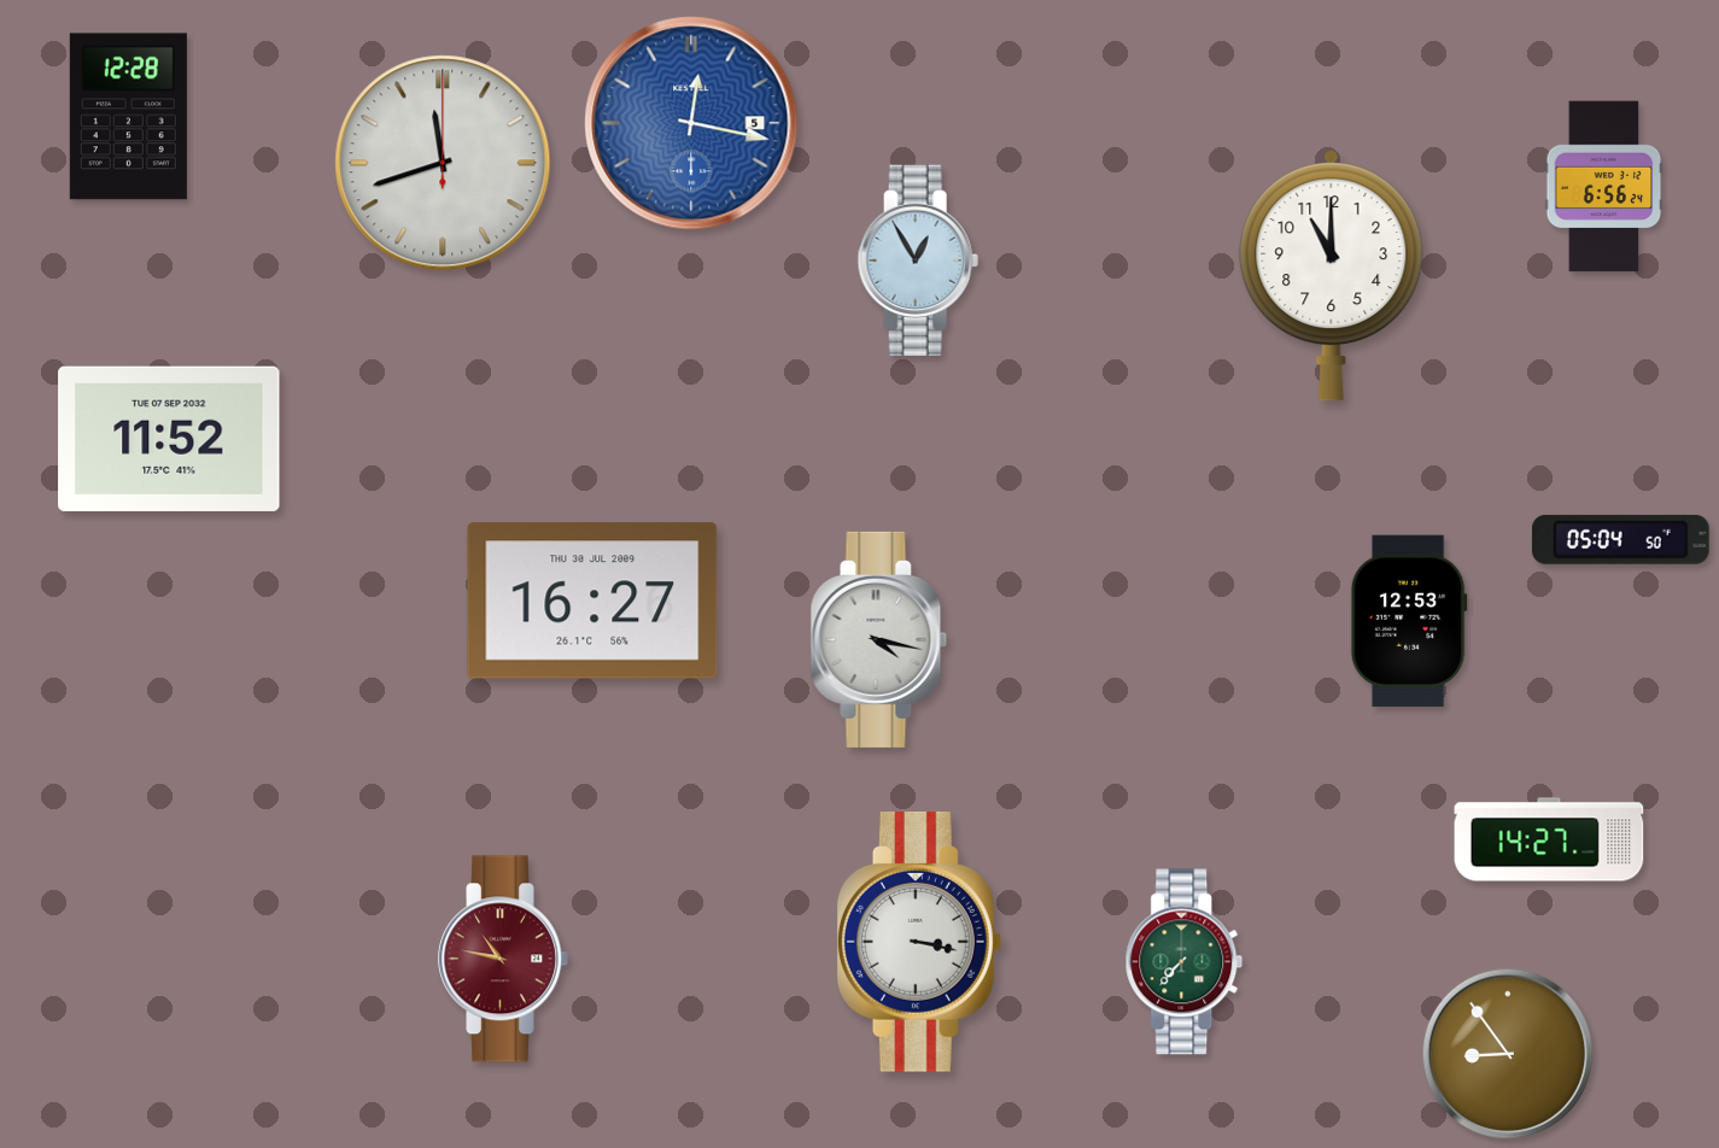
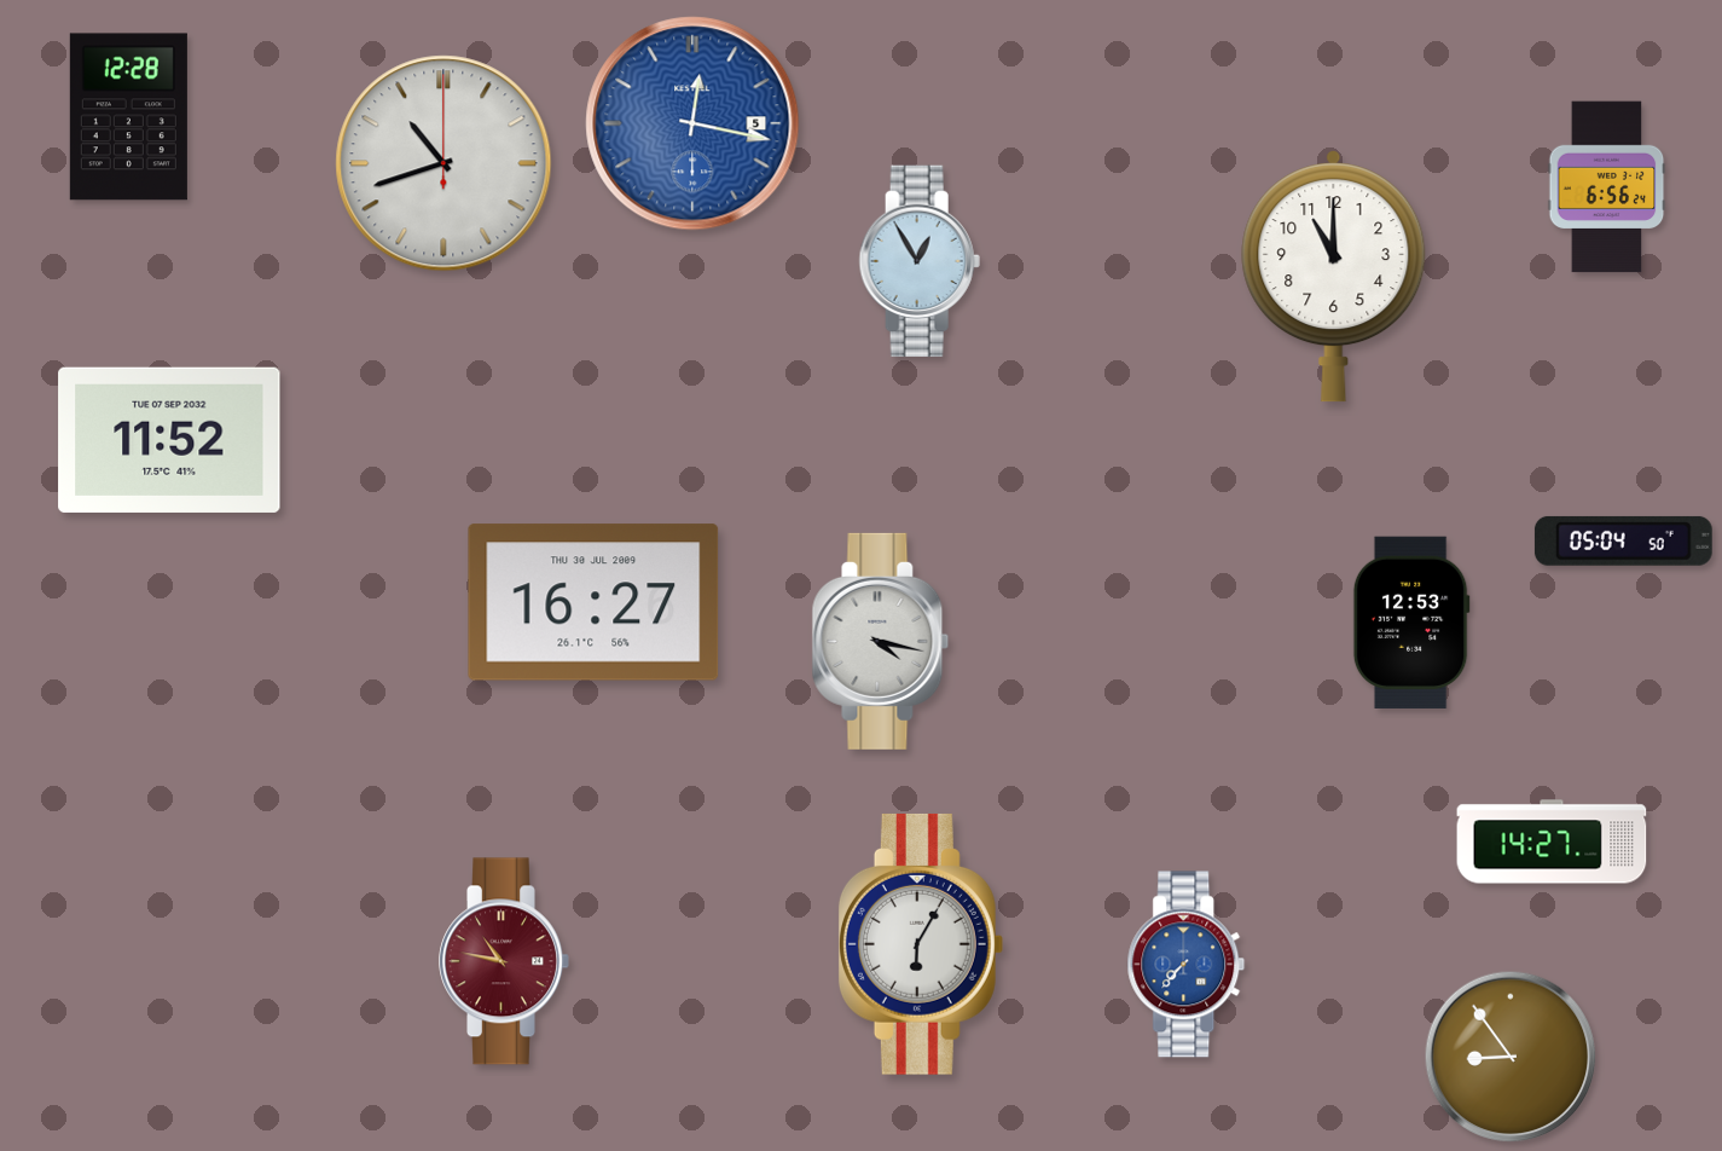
clock at (443, 163): 11:42 -> 10:42
clock at (919, 942): 3:17 -> 6:05
clock at (1185, 962) dial: green -> blue
